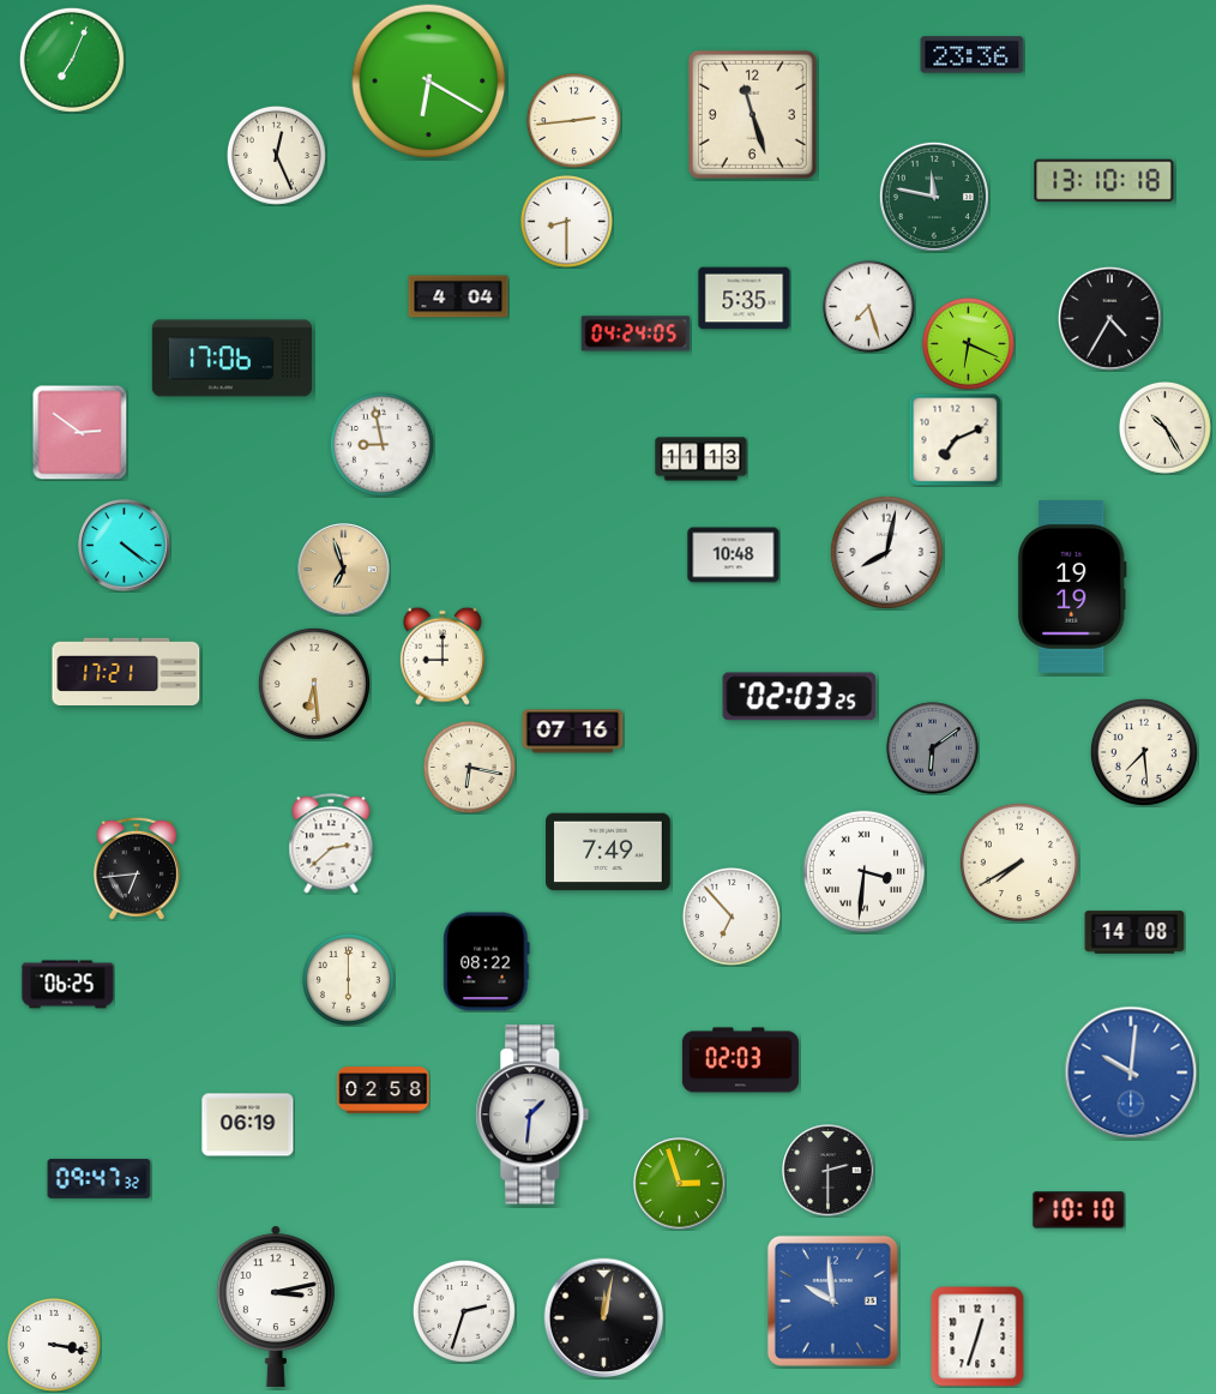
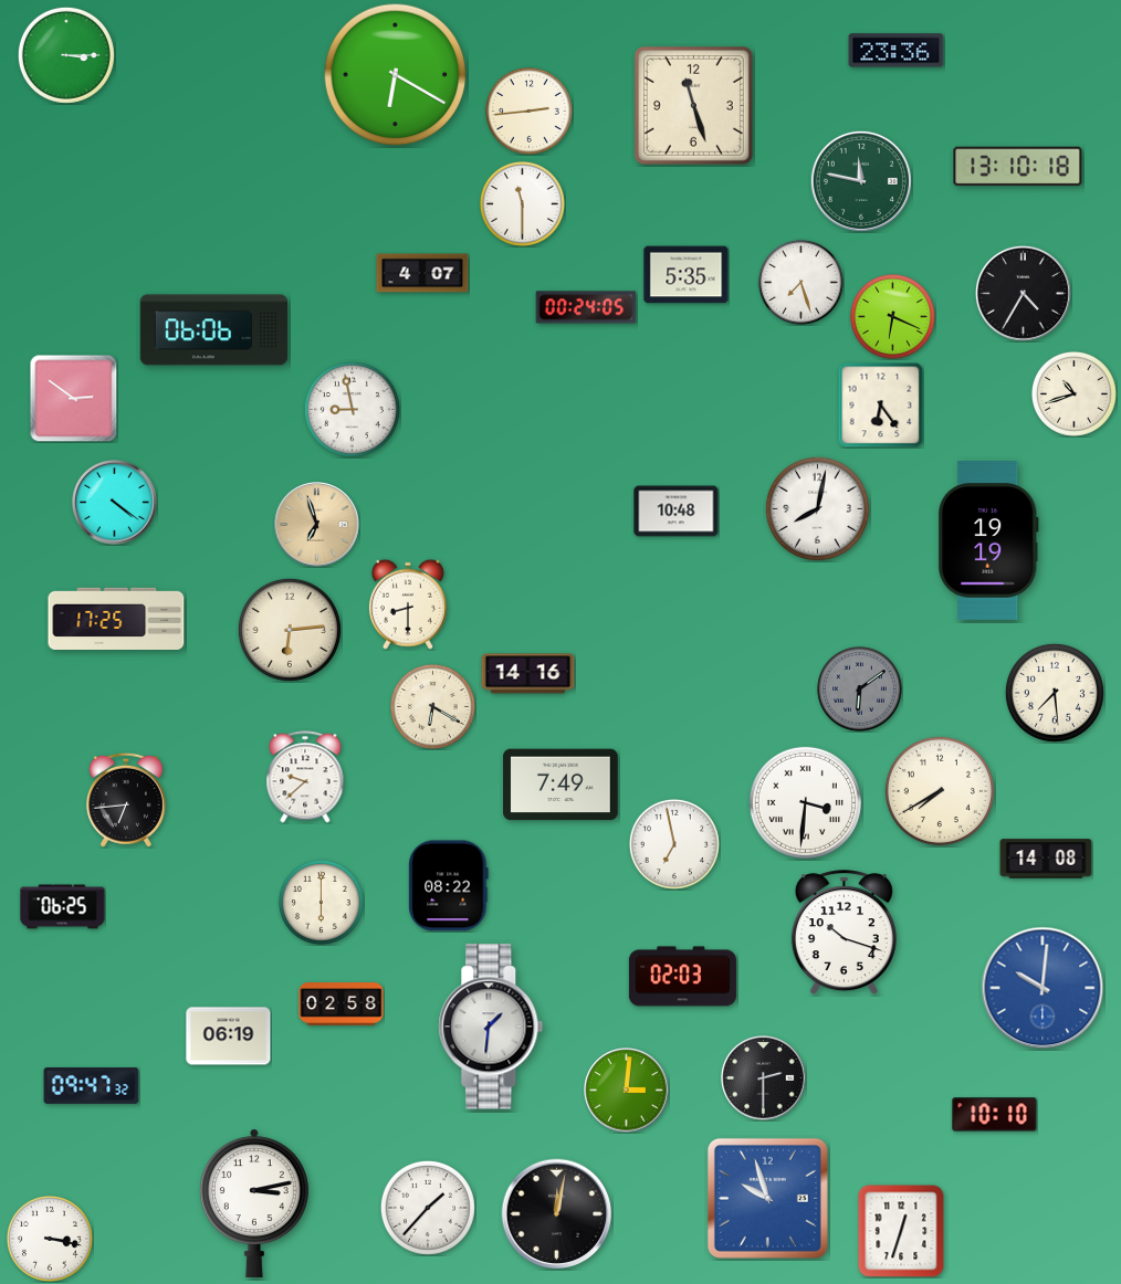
clock at (72, 60): 7:04 -> 3:15
clock at (276, 155): 12:26 -> none
clock at (566, 221): 8:30 -> 11:30
clock at (458, 296): 4:04 -> 4:07
clock at (636, 334): 04:24 -> 00:24
clock at (233, 359): 17:06 -> 06:06
clock at (1164, 427): 10:25 -> 10:42
clock at (955, 439): 7:11 -> 6:24
clock at (702, 459): 11:13 -> none
clock at (443, 656): 9:00 -> 8:30
clock at (126, 671): 17:21 -> 17:25
clock at (314, 684): 6:29 -> 6:14
clock at (800, 697): 02:03 -> none
clock at (573, 732): 07:16 -> 14:16
clock at (469, 767): 6:17 -> 6:20
clock at (331, 843): 2:38 -> 9:38
clock at (1019, 863) position: (1019, 863) -> (940, 791)
clock at (863, 871) position: (863, 871) -> (805, 802)
clock at (732, 917): 6:53 -> 6:58
clock at (844, 933): none -> 10:18
clock at (384, 1090) position: (384, 1090) -> (342, 1004)
clock at (680, 1184): 2:57 -> 3:01
clock at (832, 1300): 9:59 -> 9:57
clock at (464, 1311): 2:33 -> 1:37
